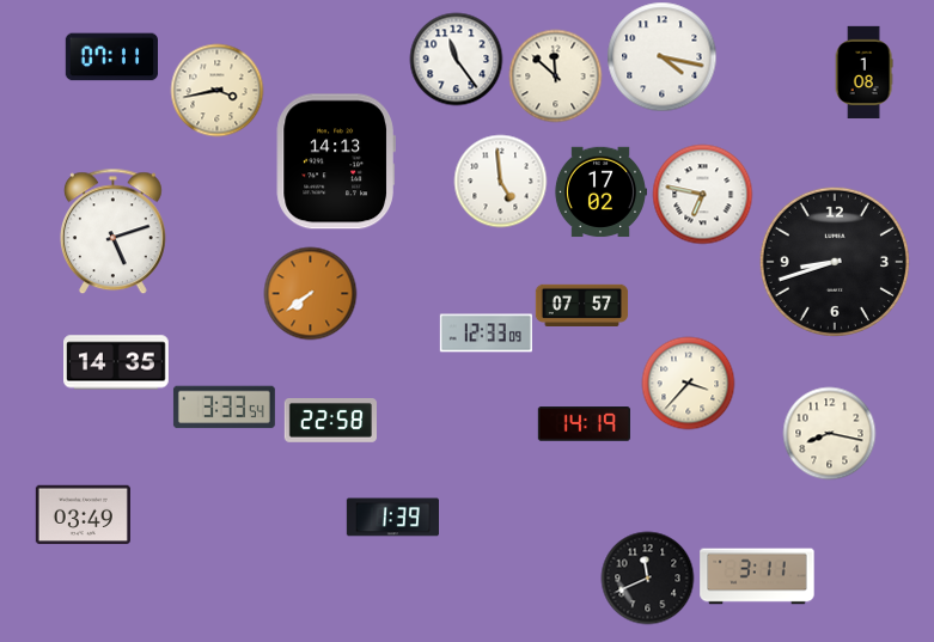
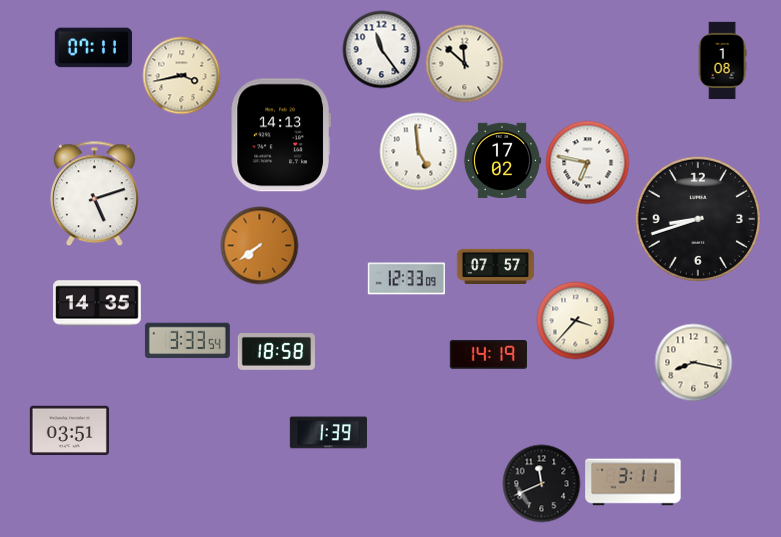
clock at (661, 56): 4:17 -> none
clock at (581, 305) position: (581, 305) -> (495, 266)
clock at (330, 421): 22:58 -> 18:58
clock at (83, 515): 03:49 -> 03:51
